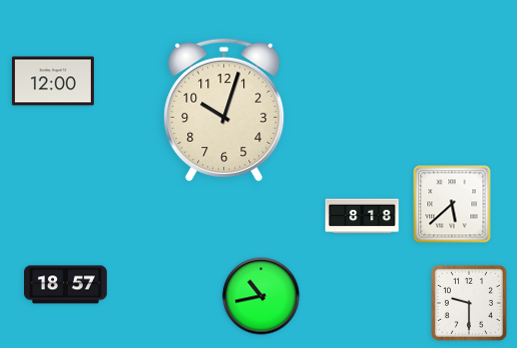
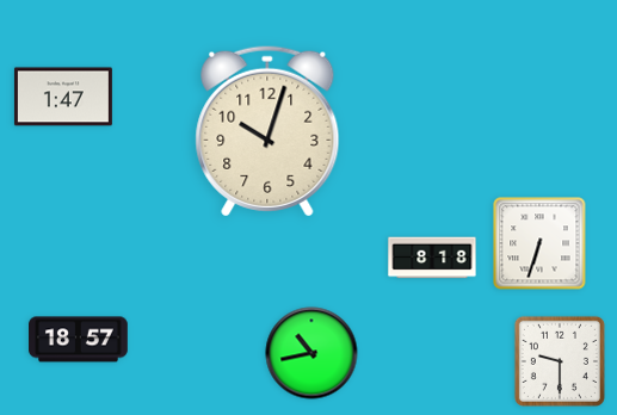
clock at (53, 81): 12:00 -> 1:47
clock at (452, 204): 5:38 -> 6:33
